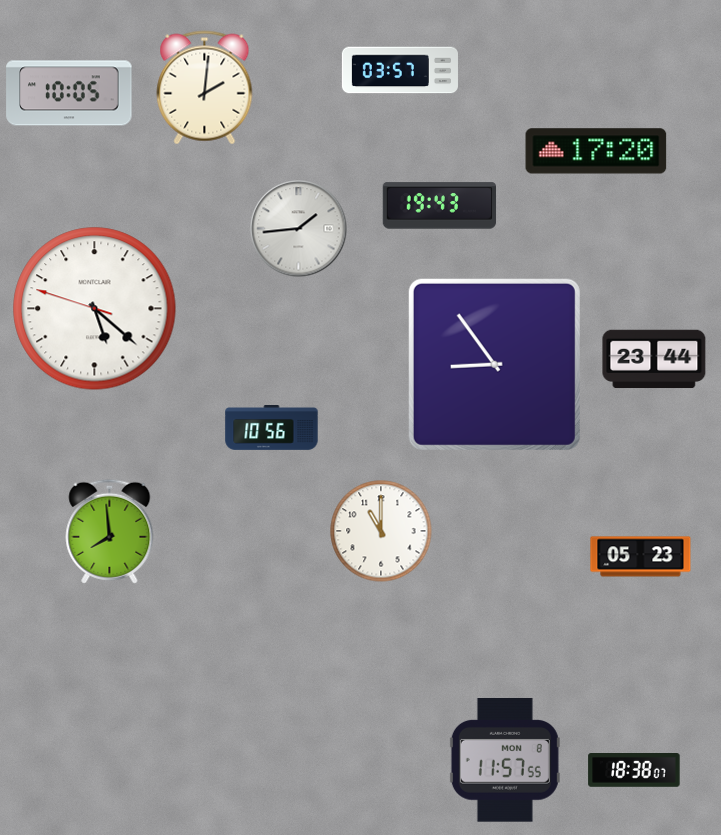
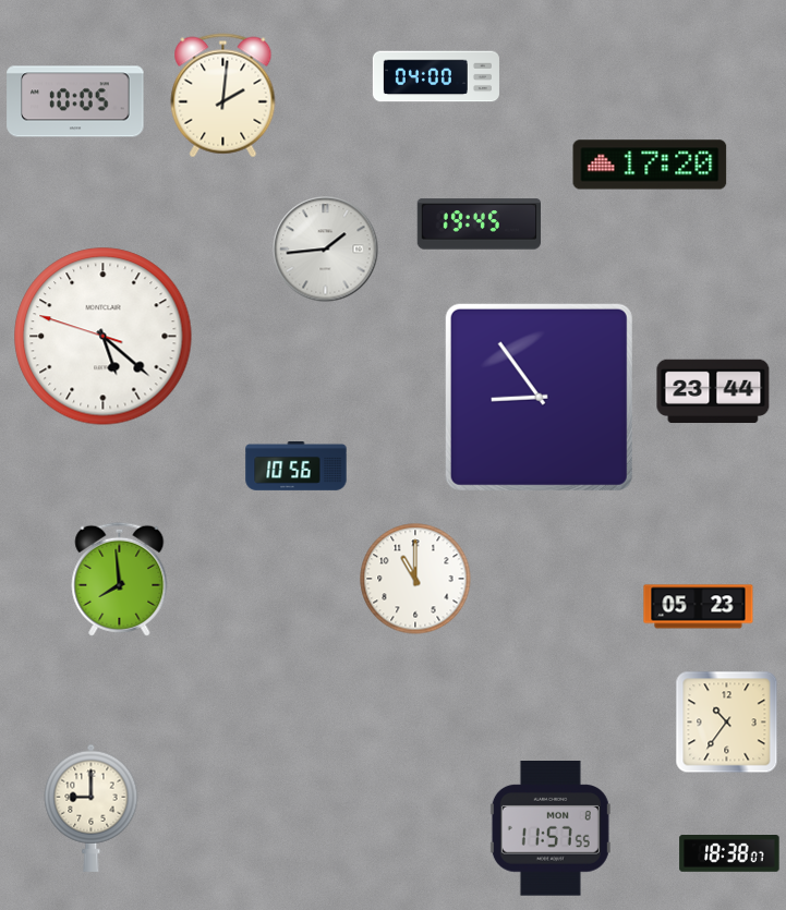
clock at (400, 70): 03:57 -> 04:00
clock at (440, 206): 19:43 -> 19:45
clock at (727, 723): none -> 10:36
clock at (92, 808): none -> 9:00
clock at (634, 771) position: (634, 771) -> (729, 854)
